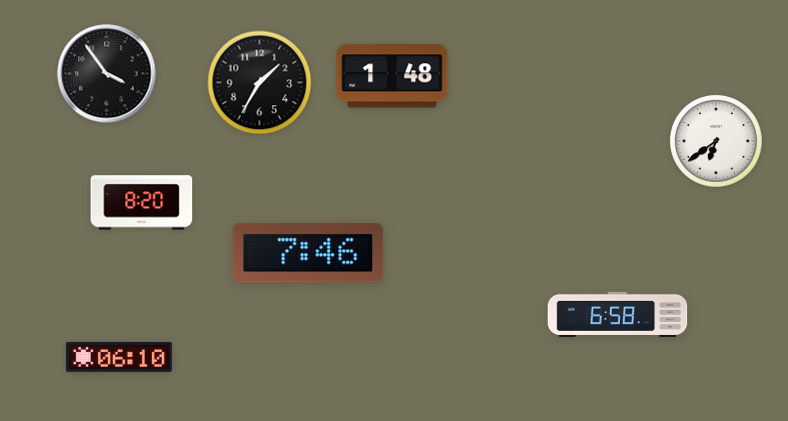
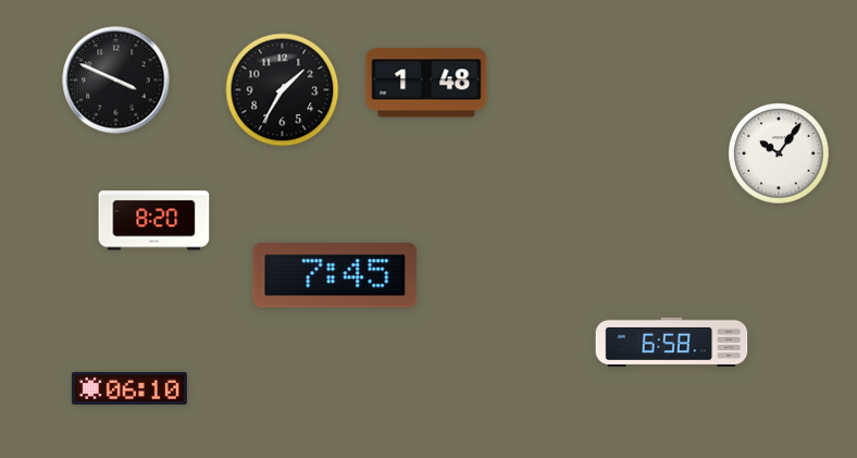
clock at (107, 74): 3:54 -> 3:49
clock at (717, 142): 6:39 -> 10:06
clock at (308, 253): 7:46 -> 7:45
